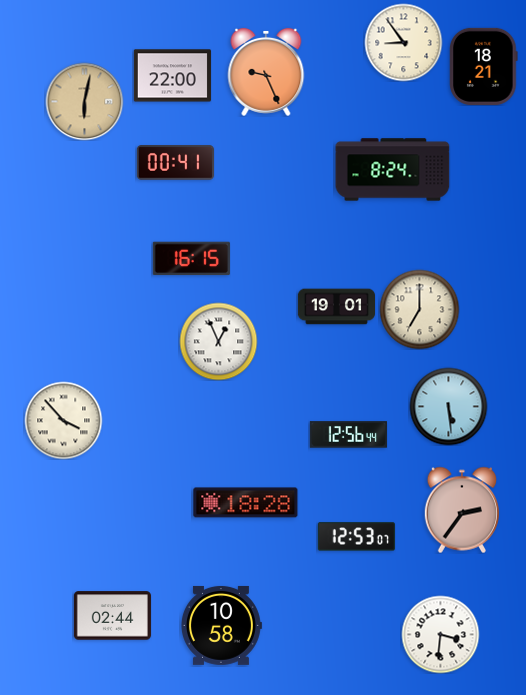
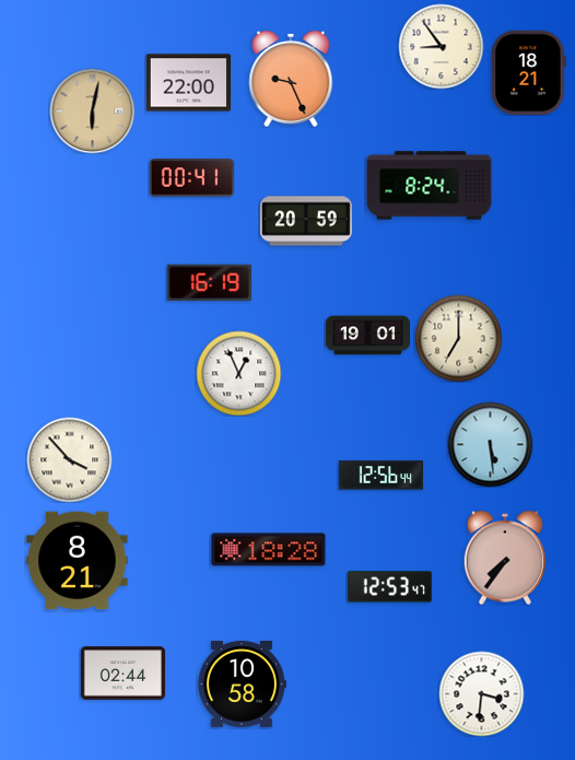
clock at (306, 221): none -> 20:59
clock at (191, 259): 16:15 -> 16:19
clock at (461, 510): 2:36 -> 7:36
clock at (78, 561): none -> 8:21
clock at (356, 537): 12:53:07 -> 12:53:47
